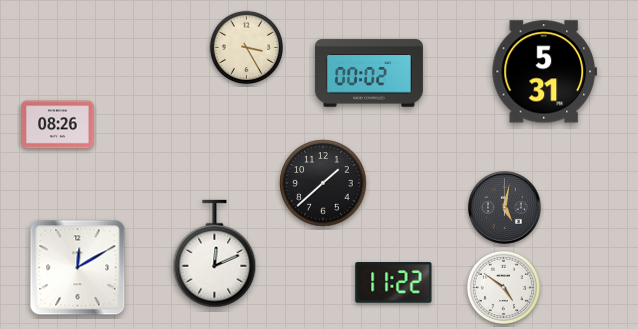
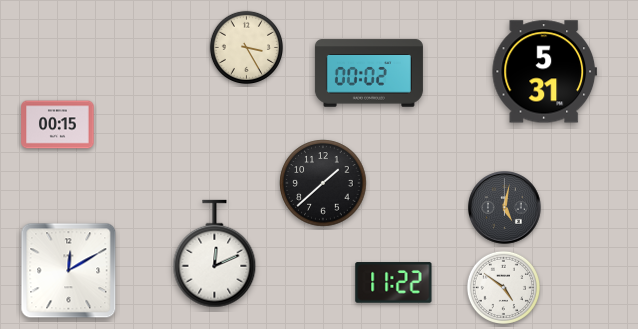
clock at (58, 125): 08:26 -> 00:15
clock at (78, 268) position: (78, 268) -> (69, 271)
